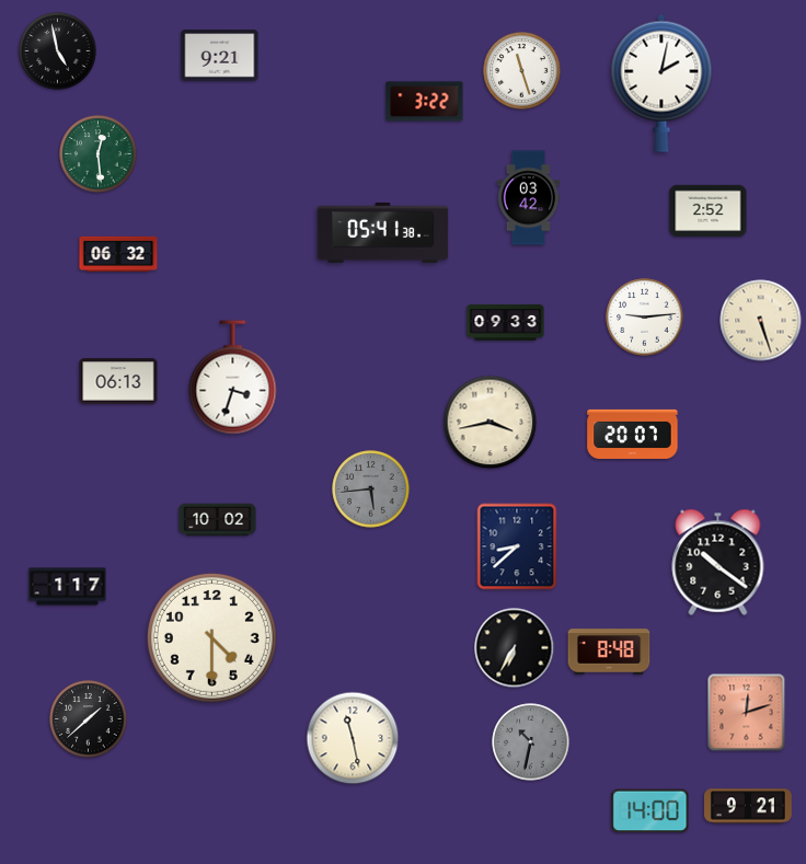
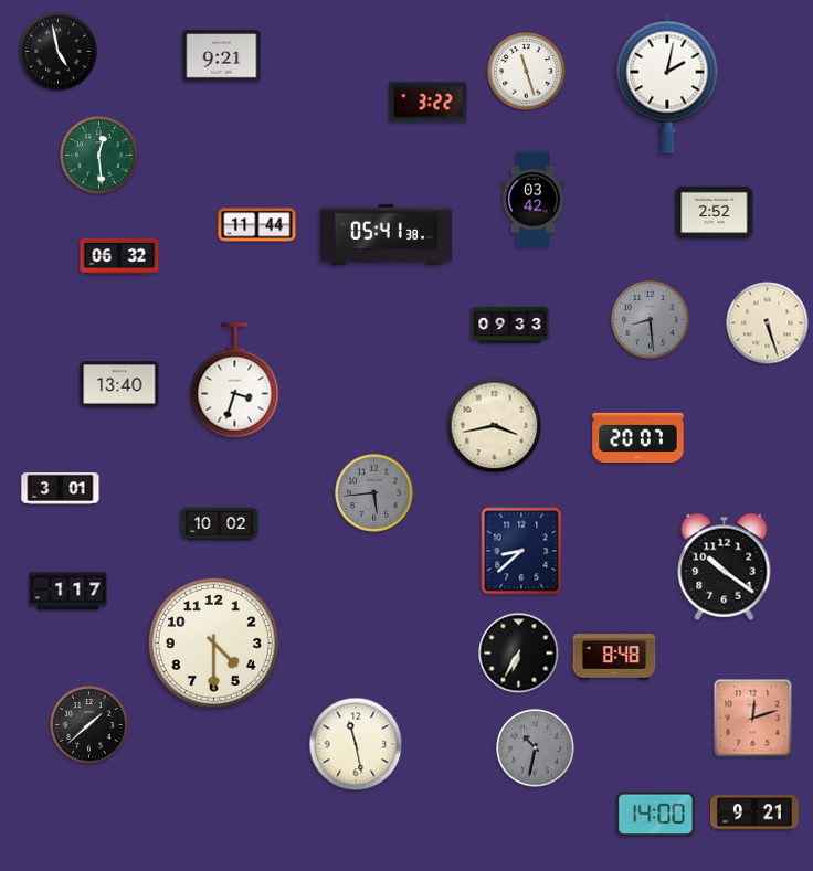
clock at (257, 225): none -> 11:44
clock at (645, 318): 9:14 -> 8:29
clock at (645, 318) dial: white -> grey
clock at (118, 381): 06:13 -> 13:40
clock at (61, 489): none -> 3:01
clock at (650, 811) position: (650, 811) -> (656, 815)
